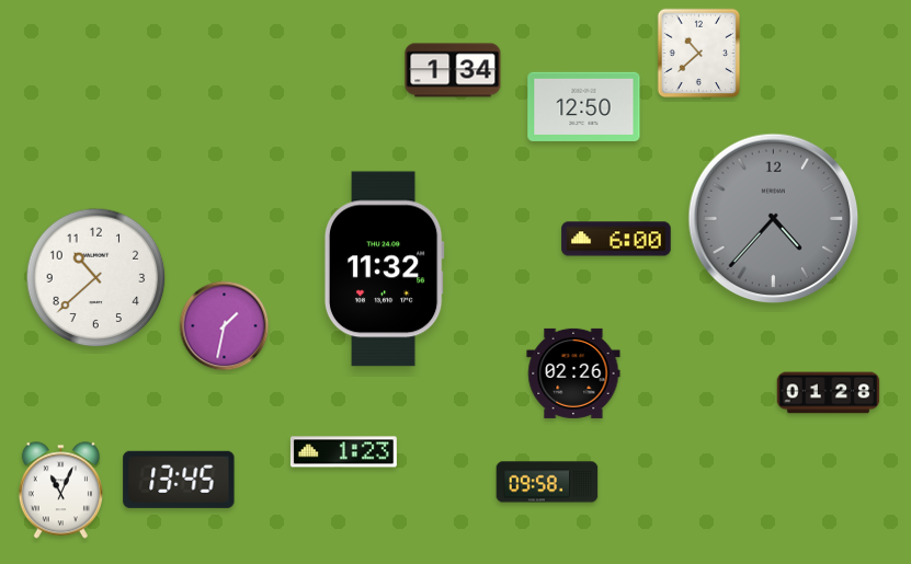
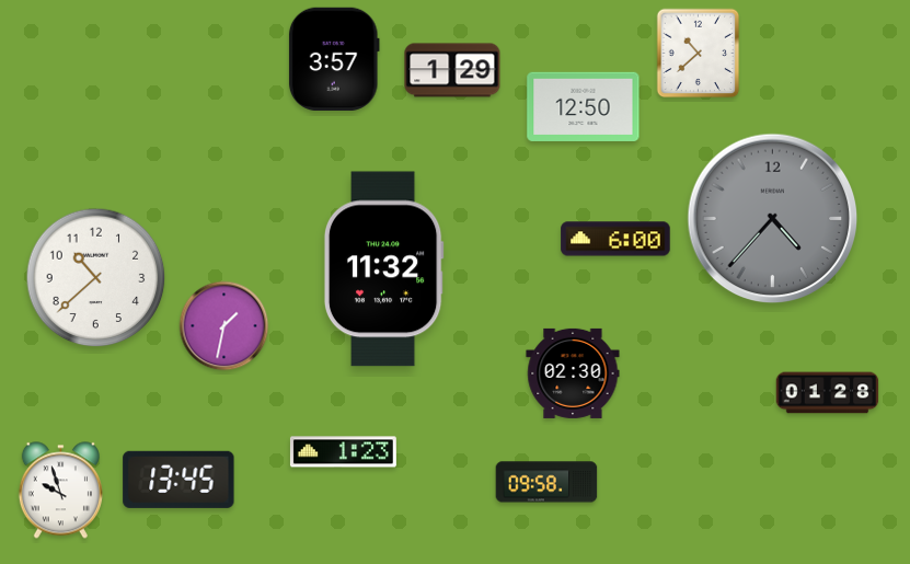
clock at (334, 58): none -> 3:57
clock at (453, 70): 1:34 -> 1:29
clock at (573, 373): 02:26 -> 02:30
clock at (60, 491): 11:04 -> 9:57
